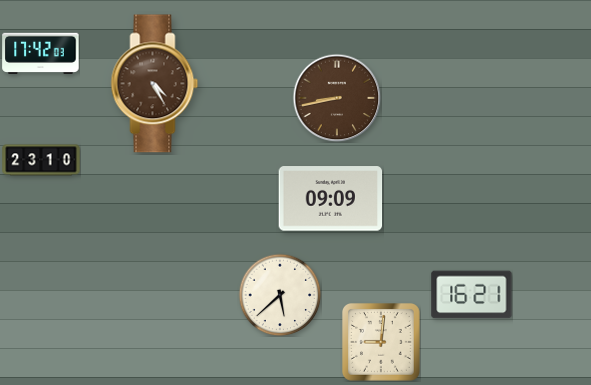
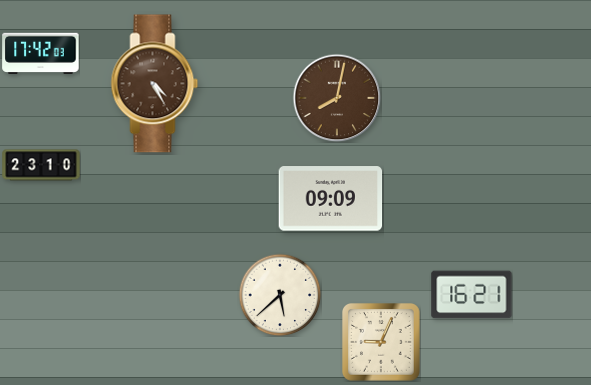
clock at (337, 98): 8:43 -> 8:02
clock at (41, 160) position: (41, 160) -> (41, 165)
clock at (382, 343): 9:01 -> 9:04
